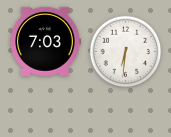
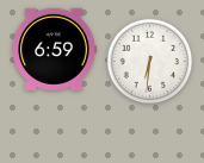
clock at (45, 41): 7:03 -> 6:59
